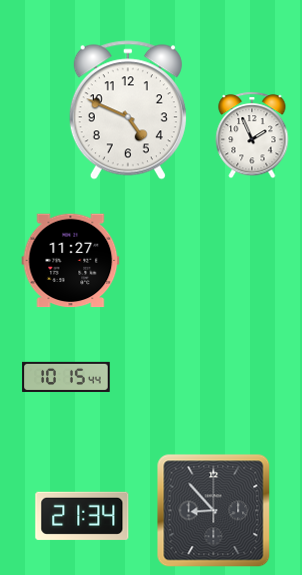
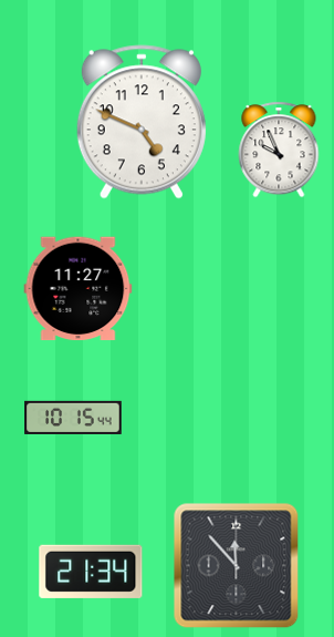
clock at (252, 135): 1:56 -> 9:56
clock at (214, 511): 8:53 -> 11:53
